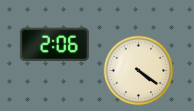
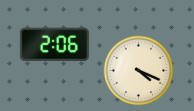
clock at (139, 71): 4:21 -> 4:19
